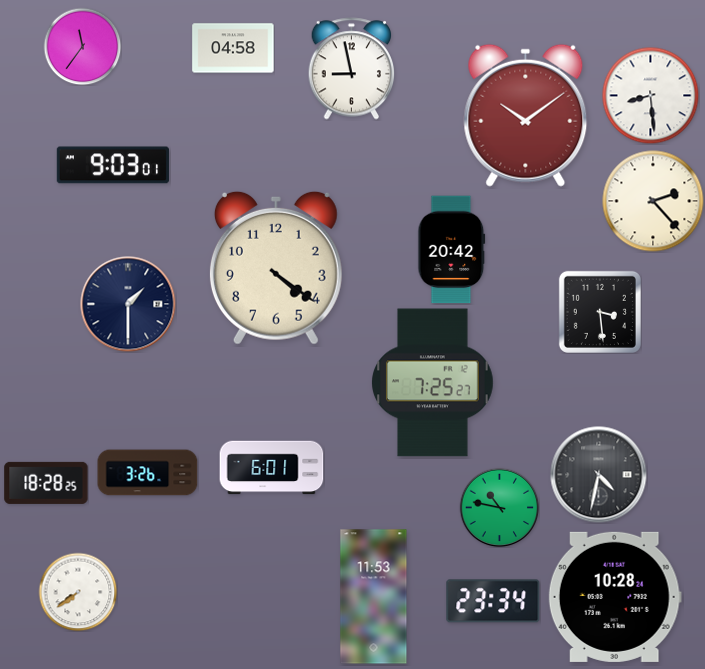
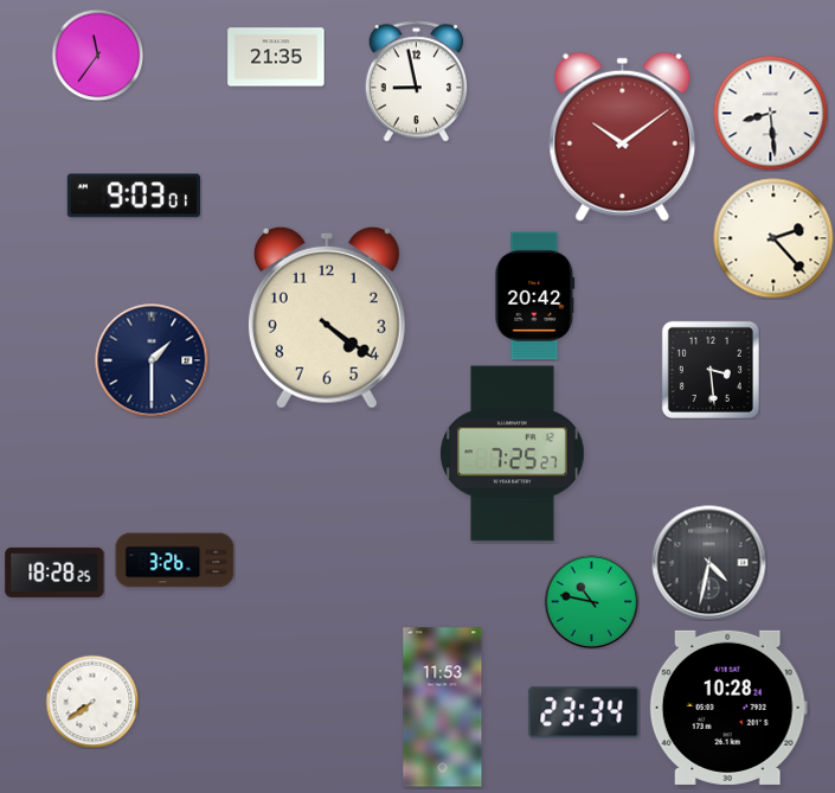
clock at (233, 48): 04:58 -> 21:35
clock at (272, 468): 6:01 -> none
